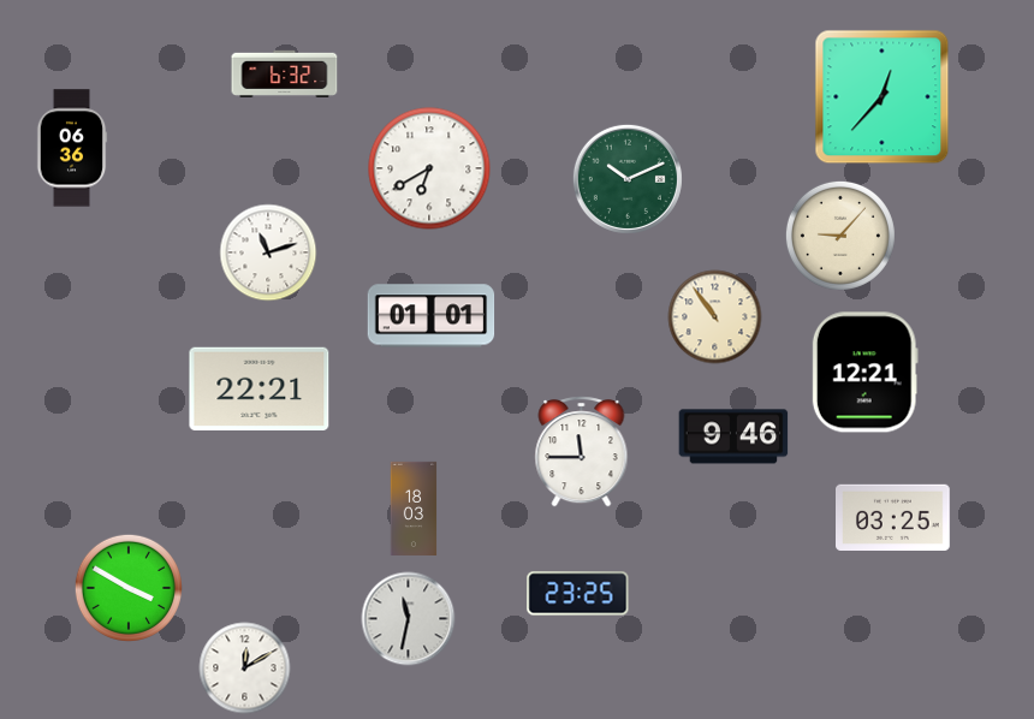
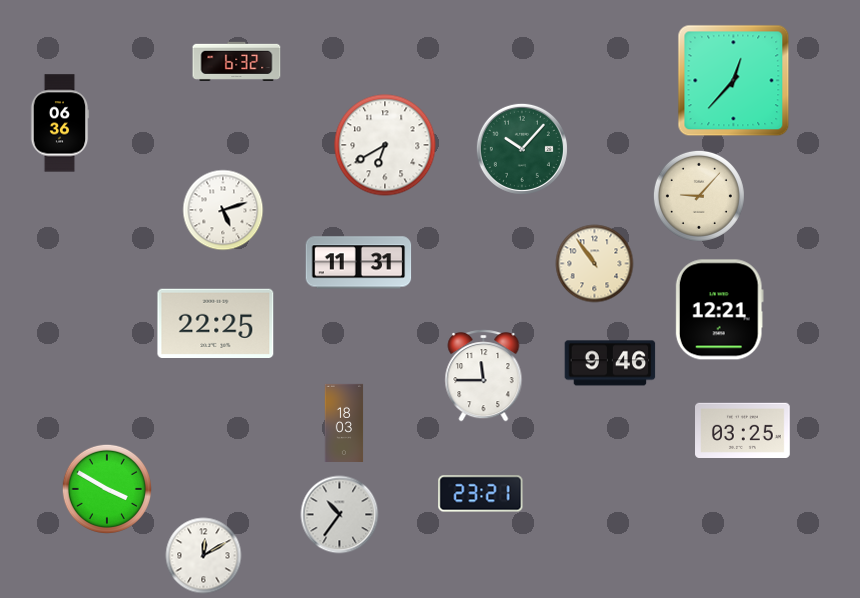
clock at (429, 168) position: (429, 168) -> (385, 145)
clock at (628, 179): 10:11 -> 10:07
clock at (268, 252): 11:12 -> 5:12
clock at (432, 316): 01:01 -> 11:31
clock at (260, 388): 22:21 -> 22:25
clock at (578, 594): 23:25 -> 23:21
clock at (409, 619): 11:32 -> 10:36
